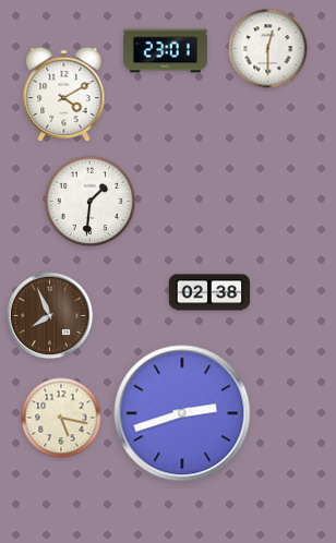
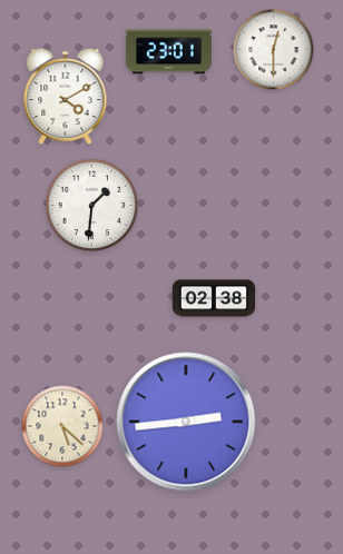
clock at (50, 316): 7:56 -> none
clock at (182, 413): 2:42 -> 2:44
clock at (61, 418): 5:17 -> 5:22
